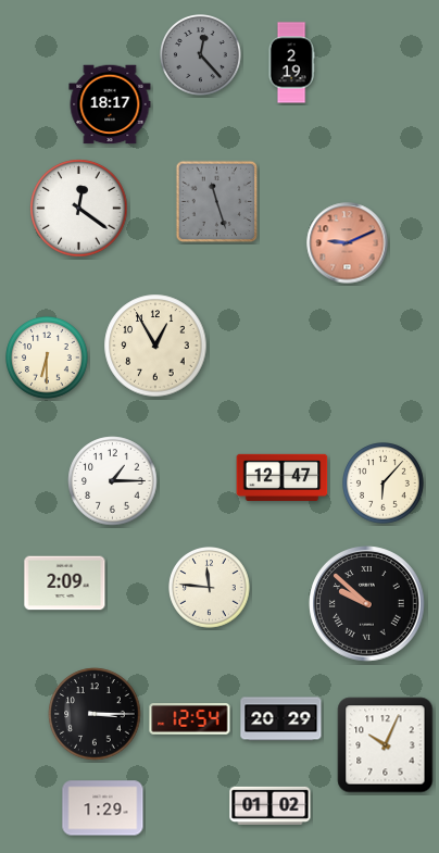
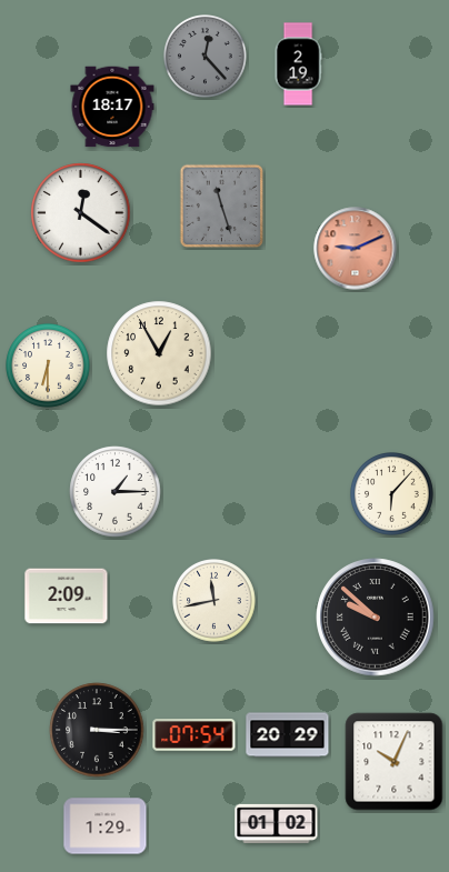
clock at (283, 477): 12:47 -> none
clock at (210, 588): 11:46 -> 11:43
clock at (190, 719): 12:54 -> 07:54
